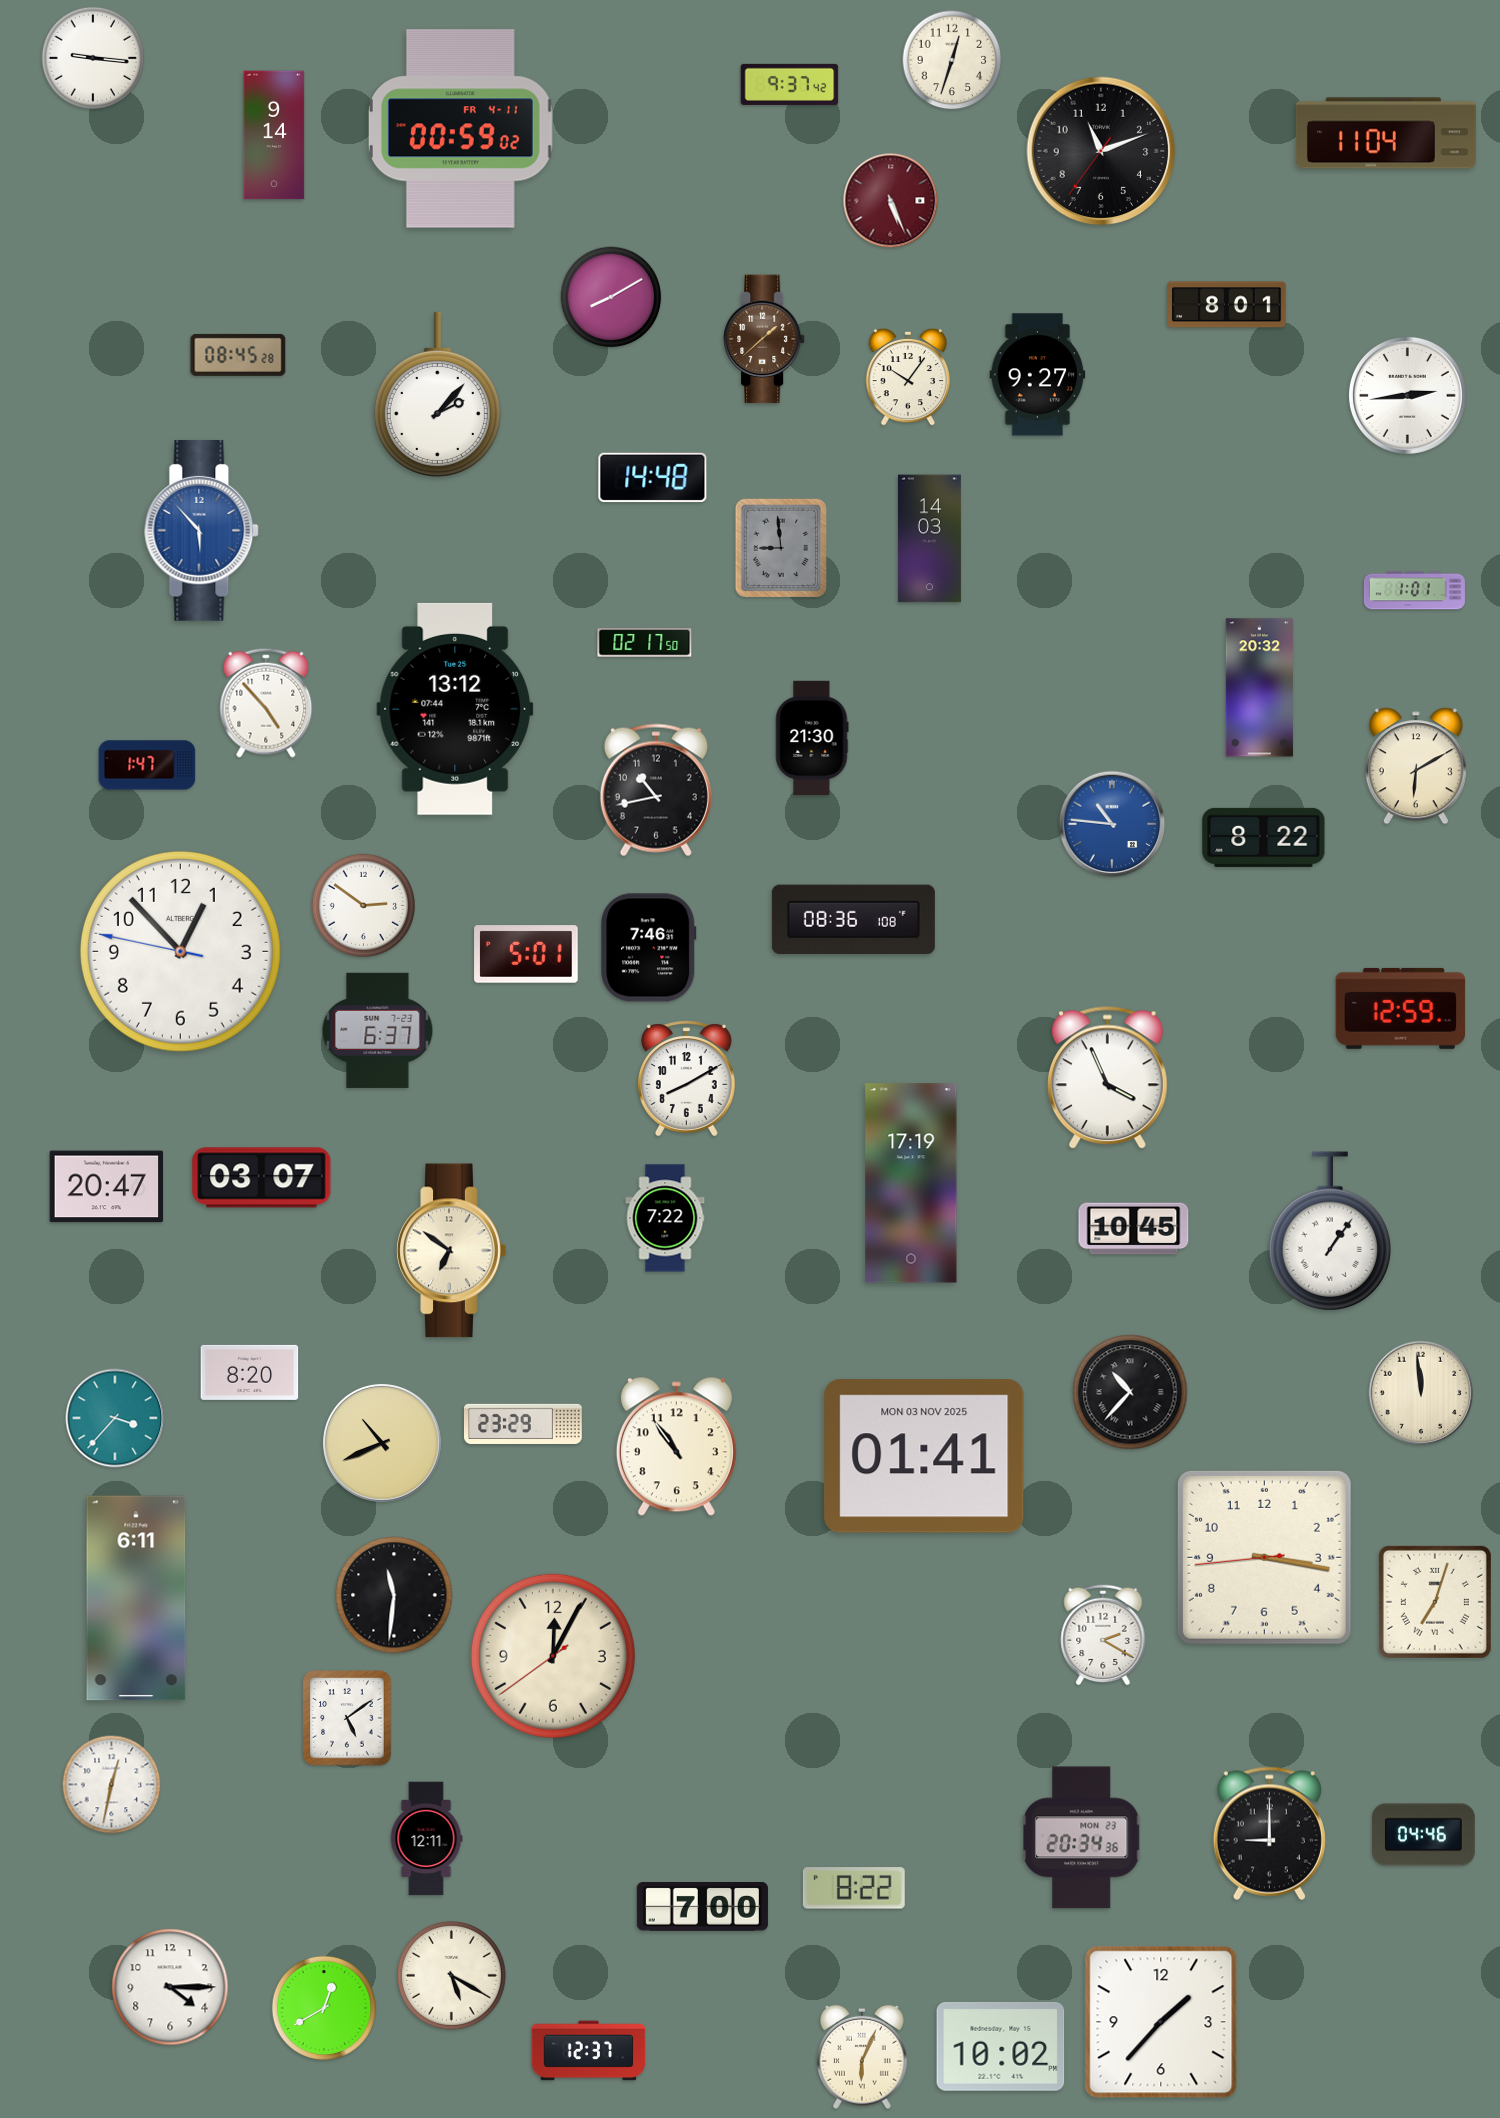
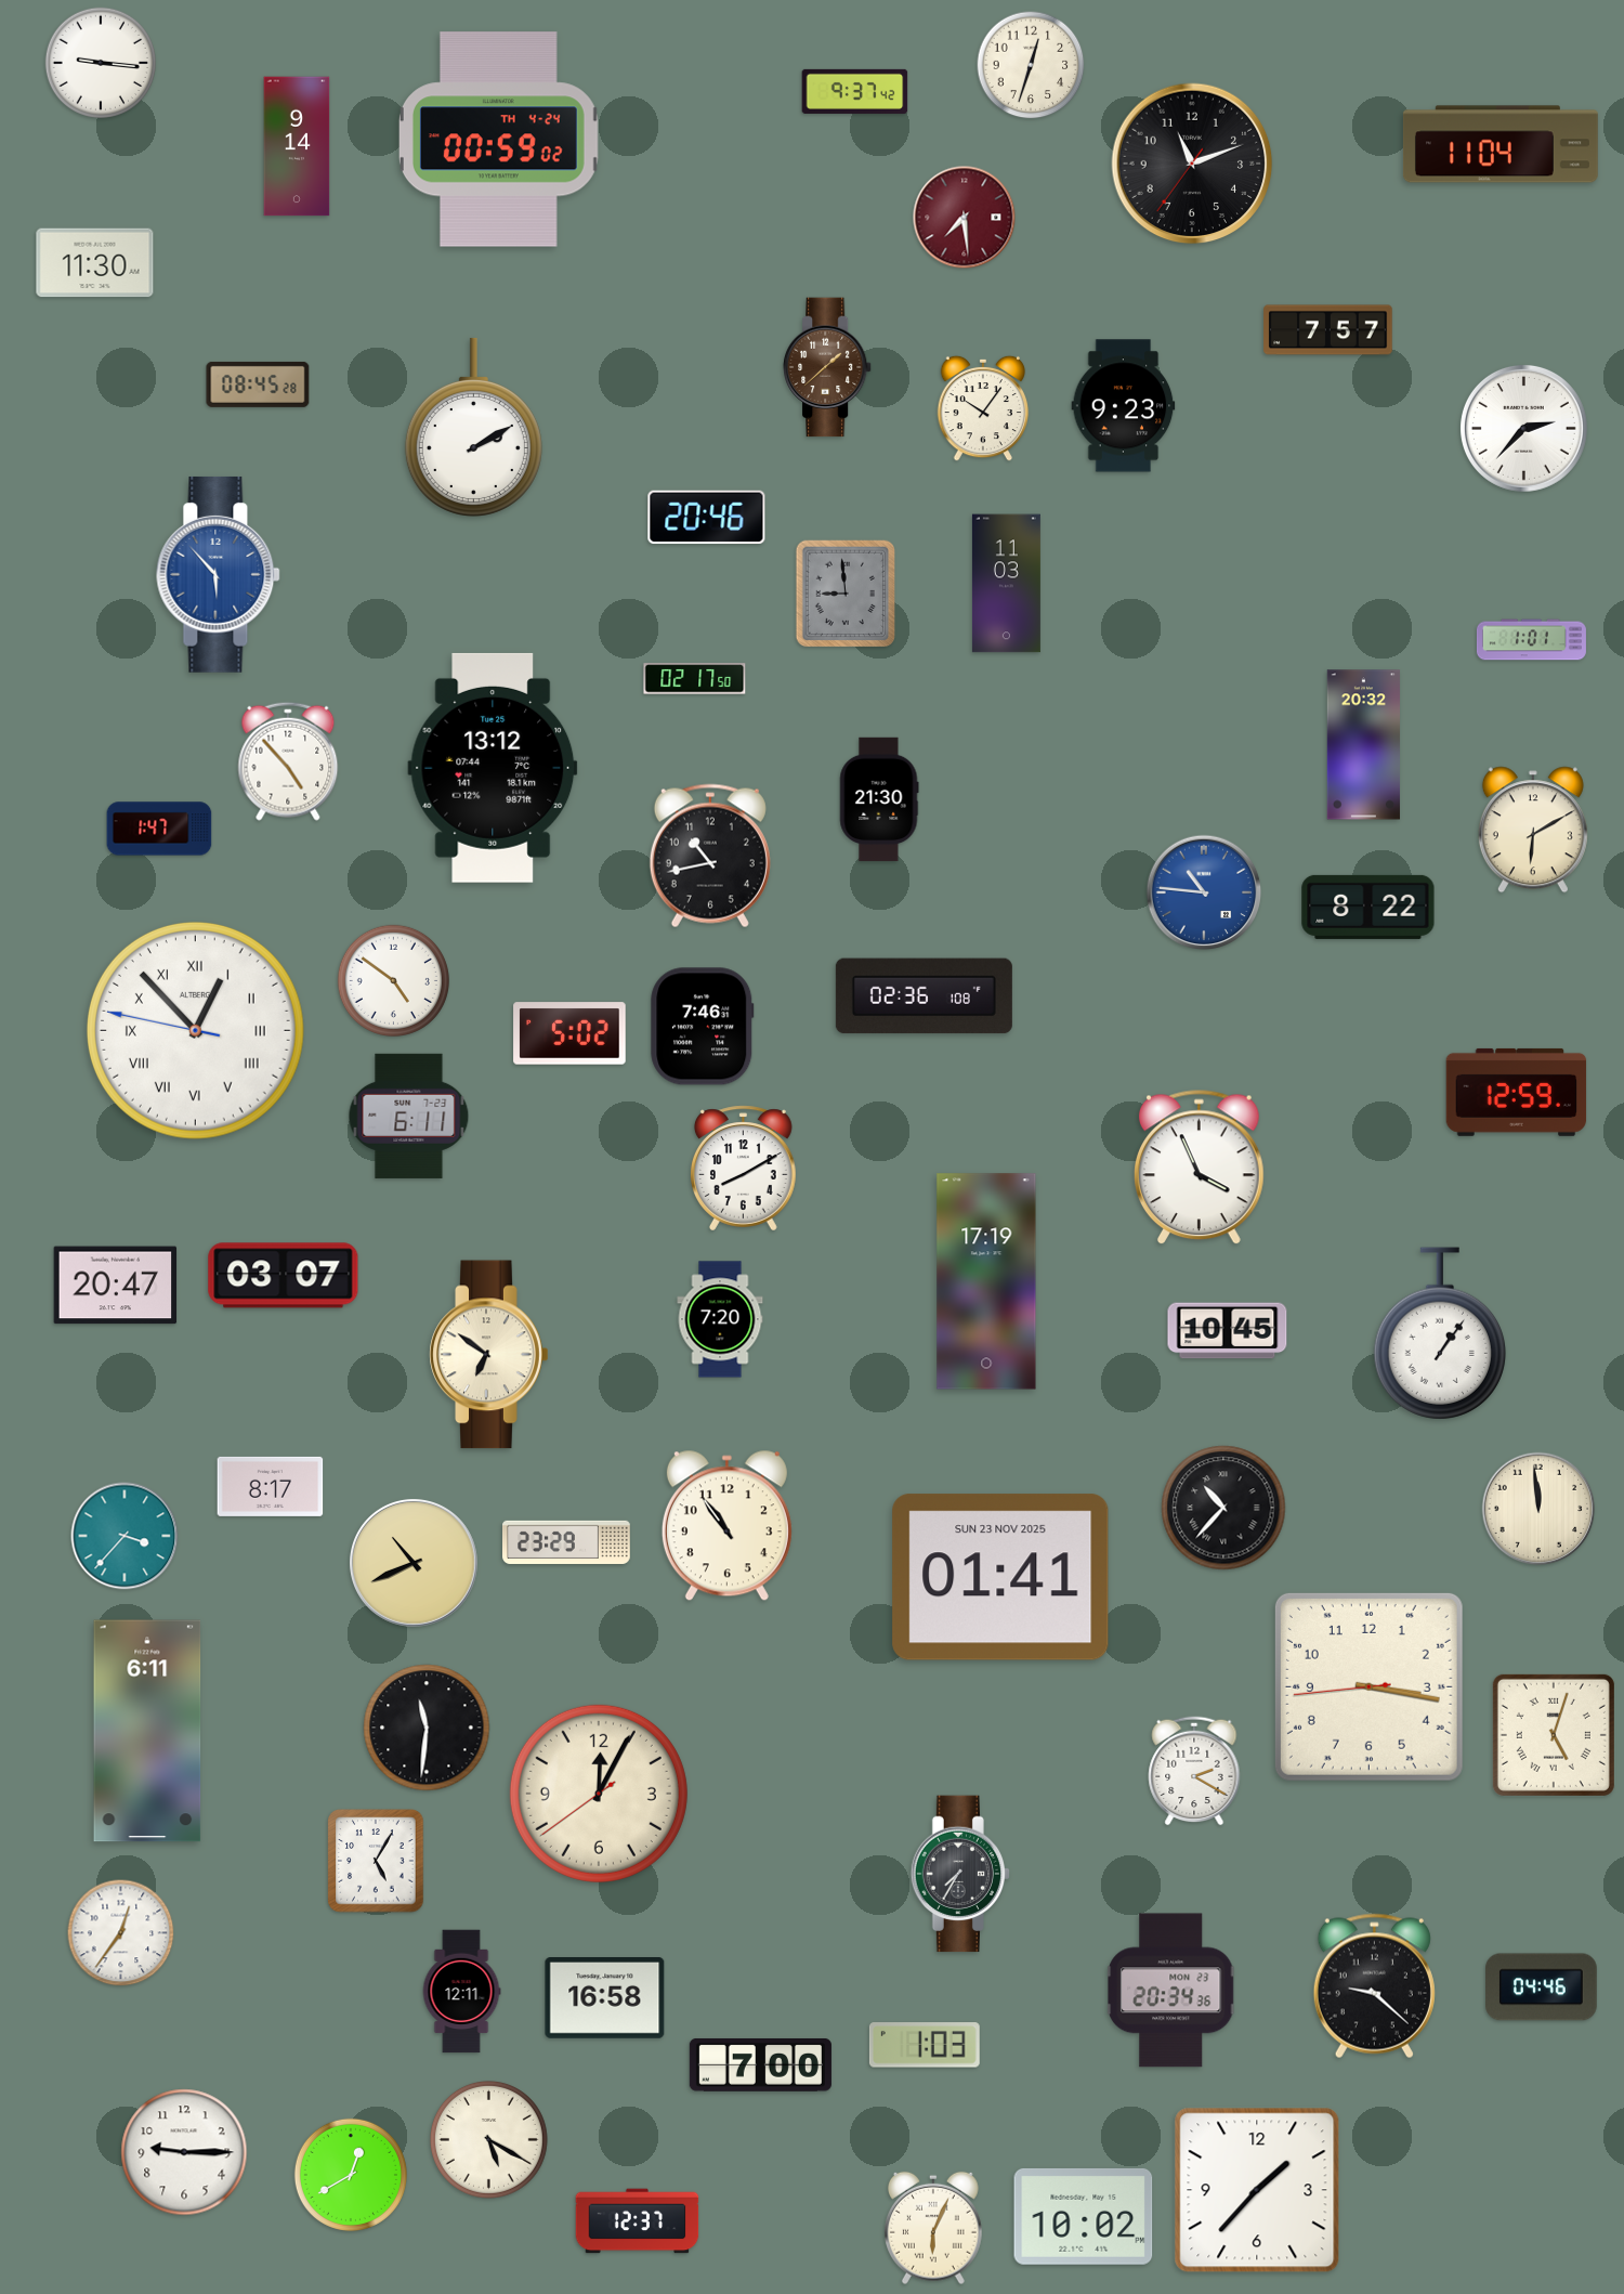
clock at (460, 129) date: FR 4-11 -> TH 4-24
clock at (891, 201): 5:26 -> 7:29
clock at (95, 263): none -> 11:30
clock at (611, 297): 8:10 -> none
clock at (1227, 305): 8:01 -> 7:57
clock at (1038, 375): 9:27 -> 9:23
clock at (437, 394): 2:07 -> 2:10
clock at (1407, 395): 2:44 -> 2:37
clock at (653, 478): 14:48 -> 20:46
clock at (929, 539): 14:03 -> 11:03
clock at (645, 643) position: (645, 643) -> (695, 679)
clock at (363, 905): 2:51 -> 4:51
clock at (853, 920): 08:36 -> 02:36
clock at (180, 951) numerals: Arabic -> Roman
clock at (526, 954): 5:01 -> 5:02
clock at (378, 1030): 6:37 -> 6:11
clock at (665, 1218): 7:22 -> 7:20
clock at (250, 1372): 8:20 -> 8:17
clock at (676, 1447) position: (676, 1447) -> (726, 1526)
clock at (924, 1456) date: MON 03 NOV 2025 -> SUN 23 NOV 2025
clock at (1435, 1602): 7:03 -> 5:03
clock at (347, 1718): 5:09 -> 5:05
clock at (960, 1874): none -> 7:35
clock at (112, 1785): 12:32 -> 12:36
clock at (1269, 1834): 9:00 -> 9:22
clock at (605, 1998): none -> 16:58
clock at (854, 1888): 8:22 -> 1:03
clock at (170, 1987): 4:15 -> 9:15
